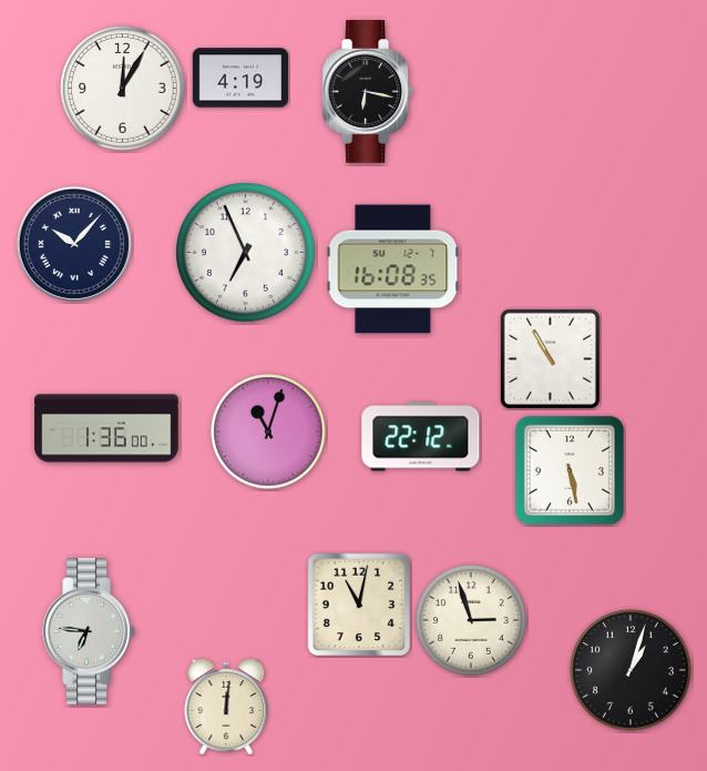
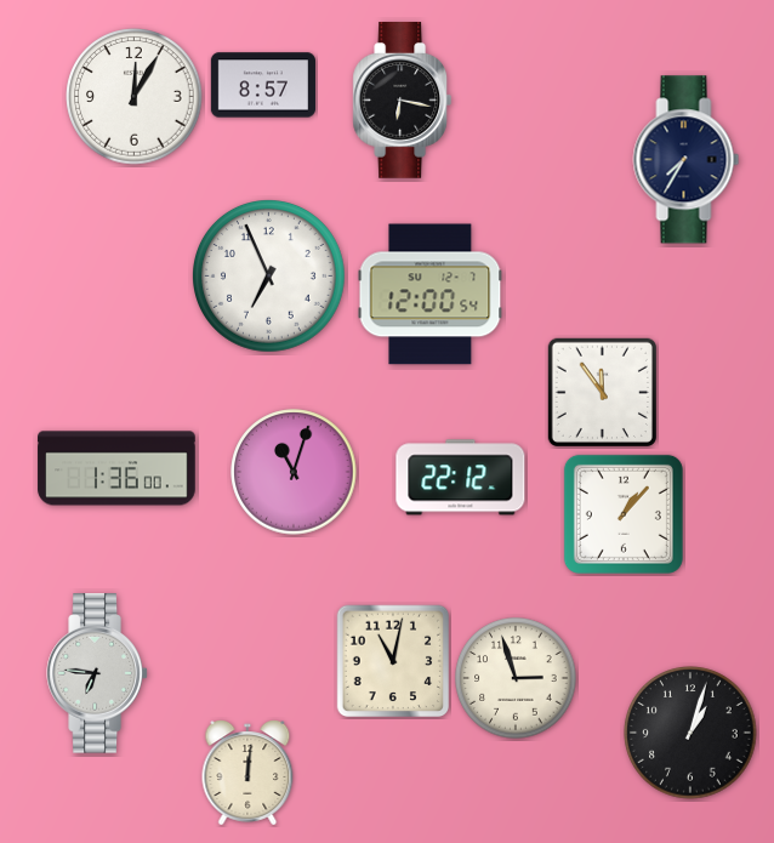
clock at (240, 78): 4:19 -> 8:57
clock at (687, 160): none -> 7:35
clock at (74, 244): 10:07 -> none
clock at (393, 270): 16:08 -> 12:00
clock at (550, 358): 10:55 -> 11:54
clock at (570, 470): 5:28 -> 1:07
clock at (89, 631) position: (89, 631) -> (97, 673)
